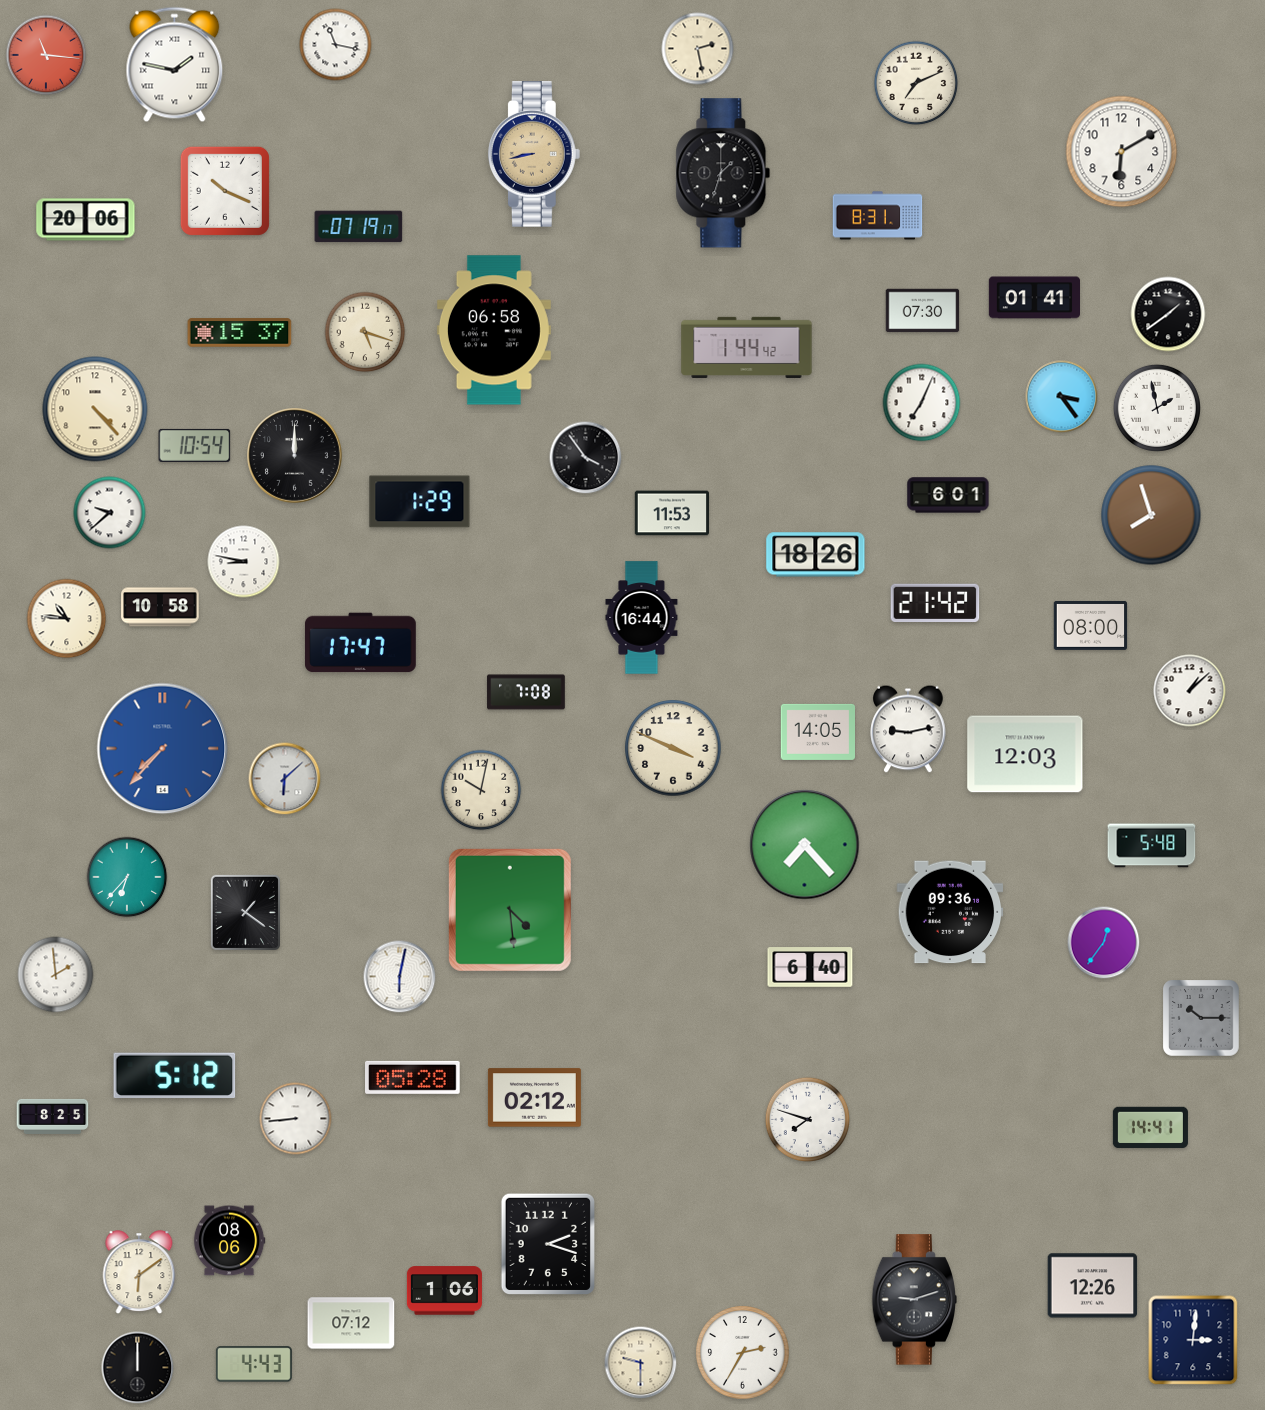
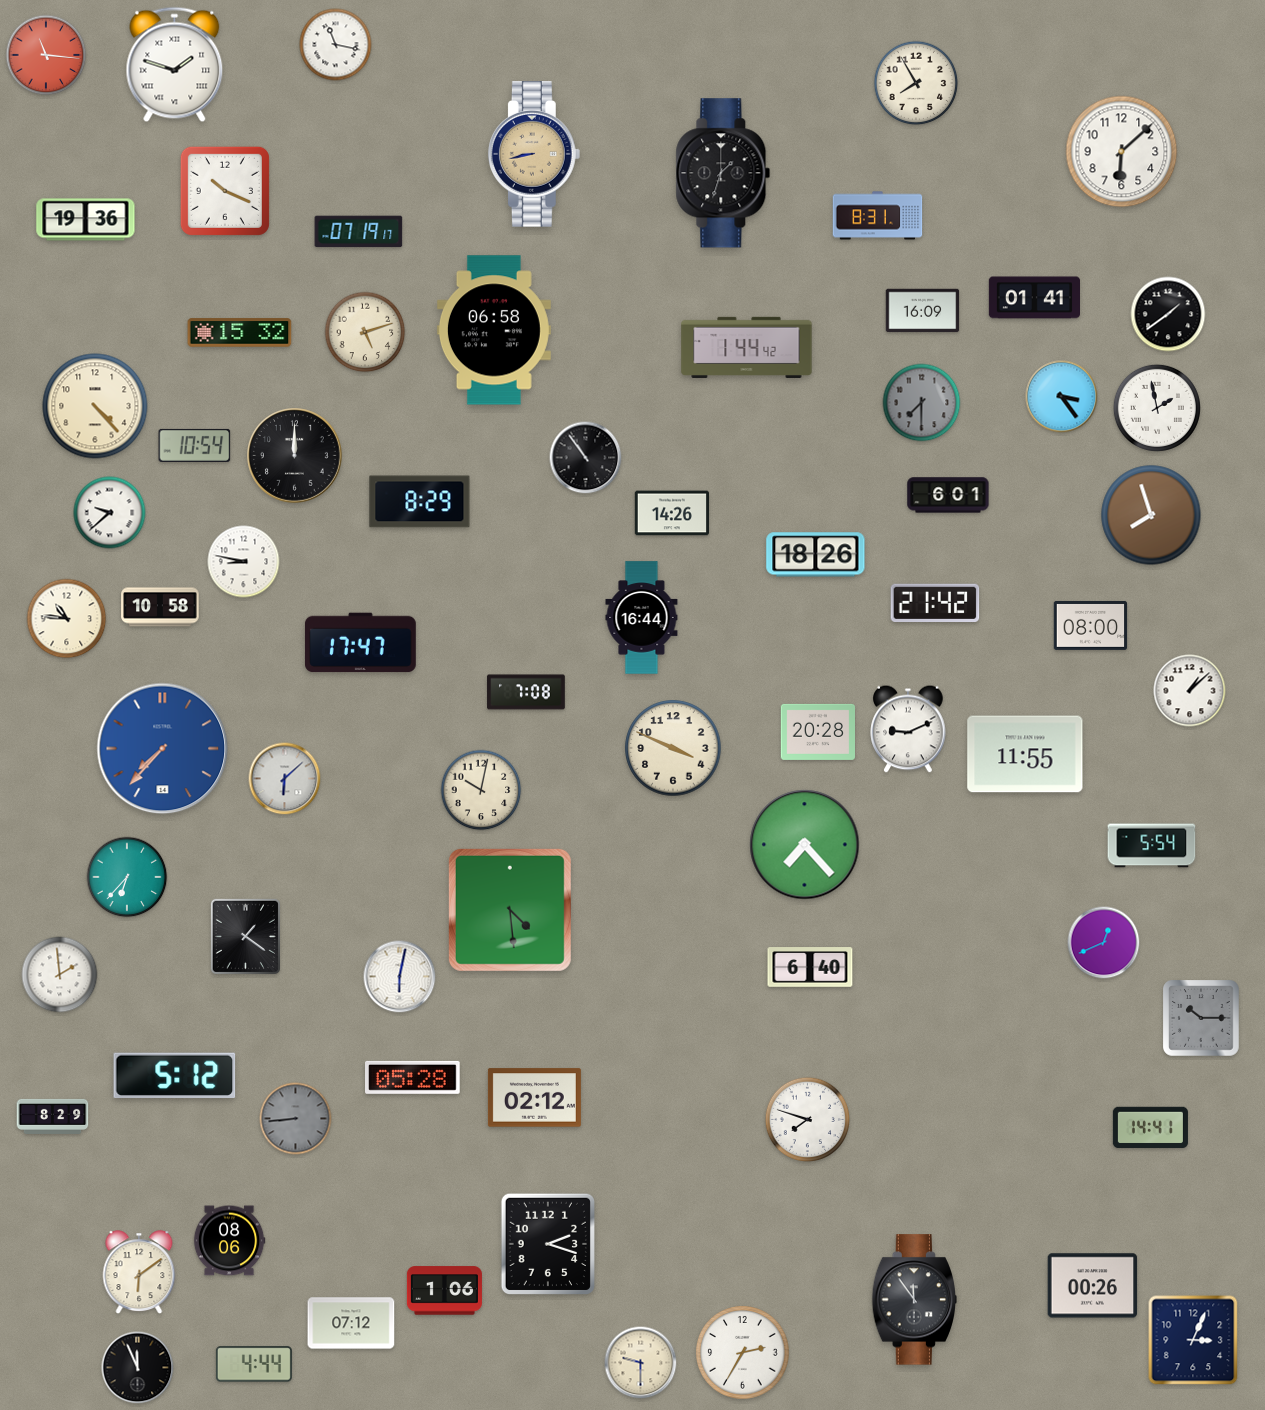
clock at (698, 49): 2:28 -> none
clock at (175, 65): 1:47 -> 1:48
clock at (916, 83): 7:11 -> 7:55
clock at (1122, 152): 6:10 -> 6:08
clock at (86, 220): 20:06 -> 19:36
clock at (359, 227) position: (359, 227) -> (359, 232)
clock at (923, 311): 07:30 -> 16:09
clock at (365, 332): 5:18 -> 5:12
clock at (240, 333): 15:37 -> 15:32
clock at (922, 403): 7:04 -> 7:30
clock at (922, 403) dial: white -> grey
clock at (95, 409) position: (95, 409) -> (95, 406)
clock at (586, 458): 3:54 -> 10:54
clock at (420, 502): 1:29 -> 8:29
clock at (671, 513): 11:53 -> 14:26
clock at (908, 729): 9:13 -> 9:11
clock at (817, 732): 14:05 -> 20:28
clock at (1025, 754): 12:03 -> 11:55
clock at (1152, 846): 5:48 -> 5:54
clock at (245, 912) position: (245, 912) -> (245, 936)
clock at (950, 912): 09:36 -> none
clock at (1104, 943): 12:36 -> 12:41
clock at (56, 975) position: (56, 975) -> (60, 975)
clock at (53, 1116): 8:25 -> 8:29
clock at (296, 1119) dial: white -> grey
clock at (1093, 1286): 12:26 -> 00:26
clock at (915, 1300): 9:12 -> 11:54
clock at (1193, 1340): 3:01 -> 3:04
clock at (254, 1364): 4:43 -> 4:44
clock at (138, 1368): 12:00 -> 11:56
